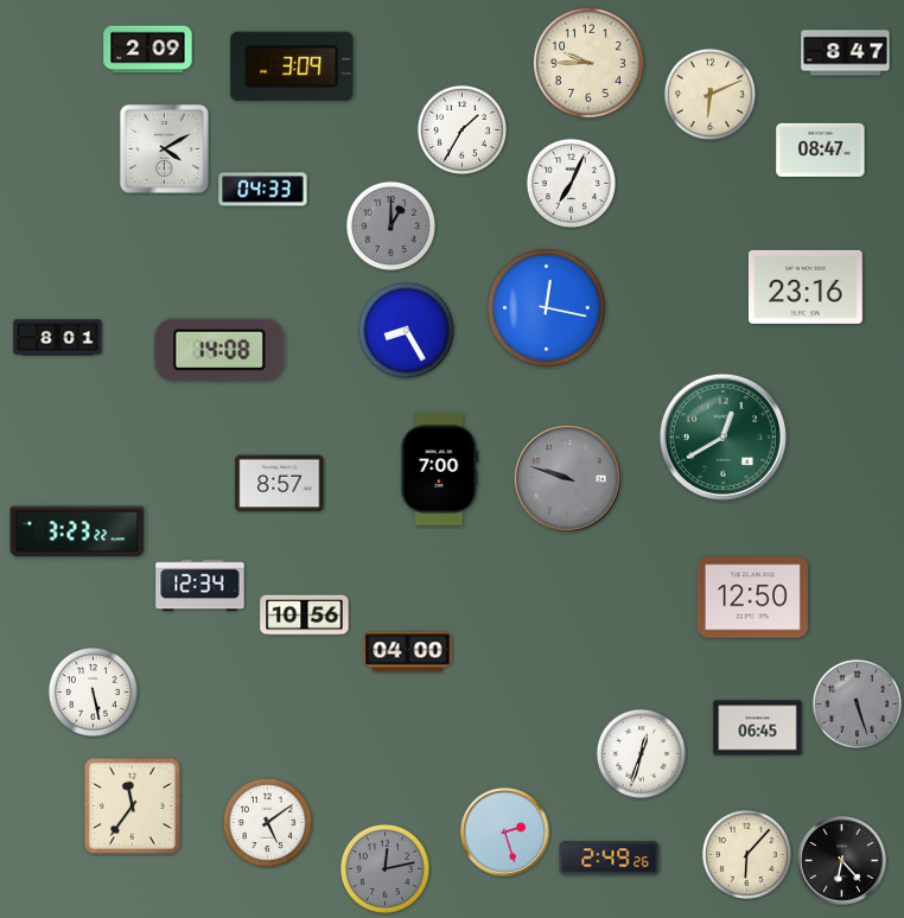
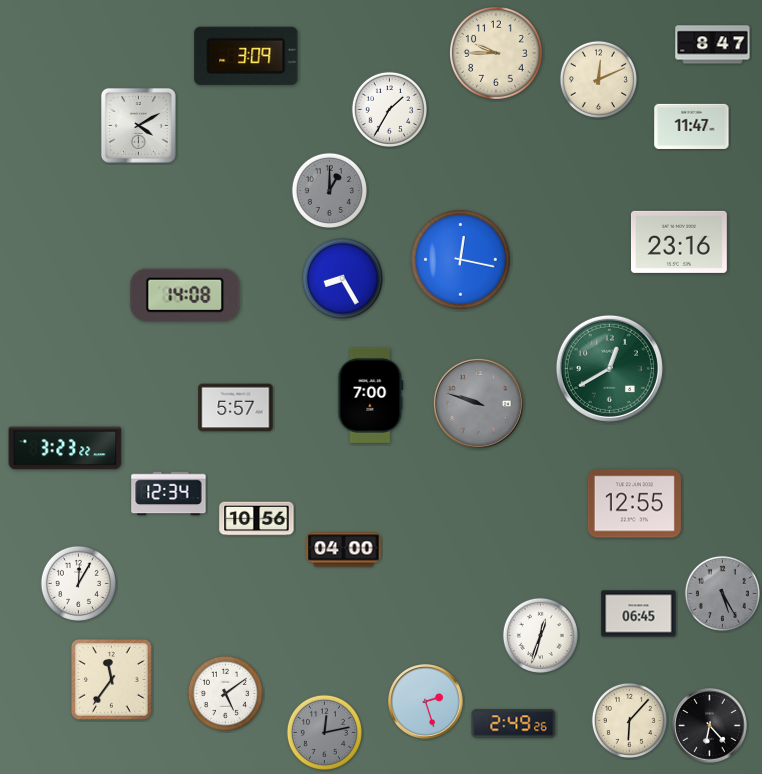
clock at (148, 50): 2:09 -> none
clock at (709, 94): 6:11 -> 12:11
clock at (821, 149): 08:47 -> 11:47
clock at (571, 183): 7:04 -> none
clock at (263, 190): 04:33 -> none
clock at (58, 338): 8:01 -> none
clock at (280, 484): 8:57 -> 5:57
clock at (752, 598): 12:50 -> 12:55
clock at (93, 691): 5:28 -> 12:05
clock at (857, 703): 5:27 -> 5:25
